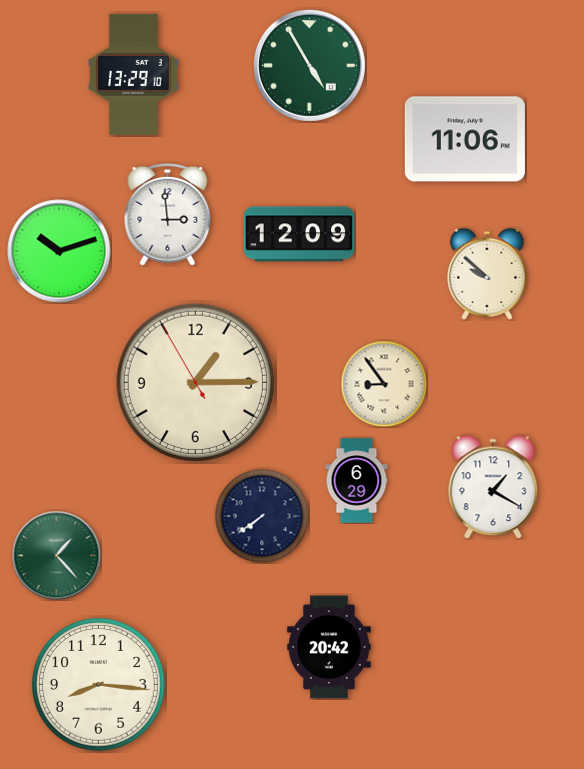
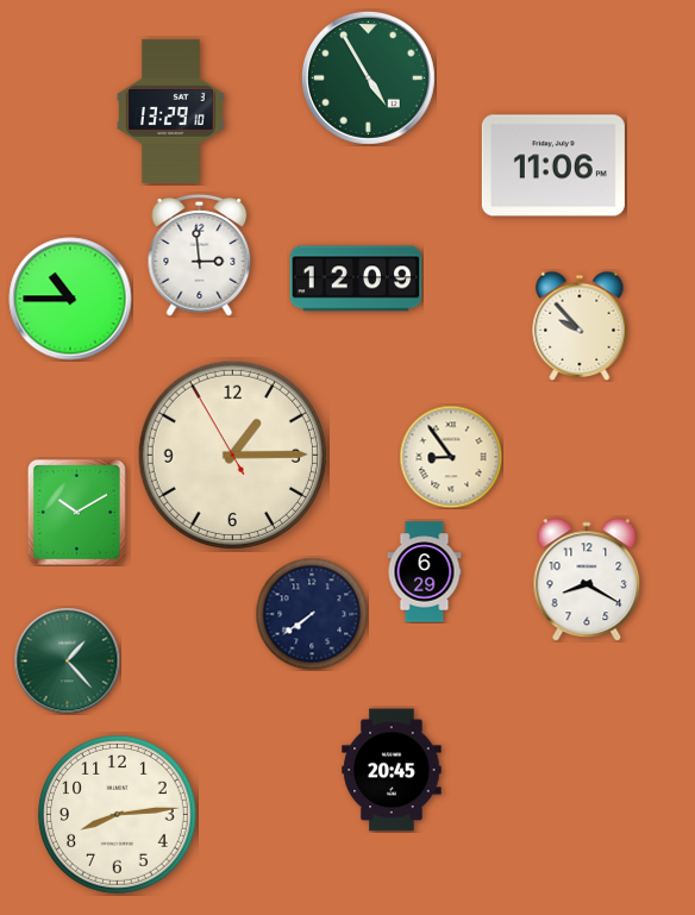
clock at (134, 74) position: (134, 74) -> (171, 111)
clock at (59, 251): 10:12 -> 10:45
clock at (487, 274): 9:52 -> 9:53
clock at (384, 384) position: (384, 384) -> (451, 457)
clock at (76, 512): none -> 10:10
clock at (493, 487): 1:20 -> 8:20
clock at (329, 647): 20:42 -> 20:45
clock at (98, 684): 8:16 -> 8:14
